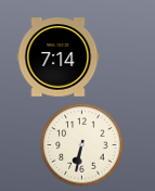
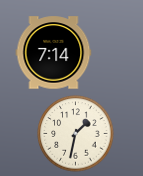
clock at (82, 145): 6:32 -> 1:32
